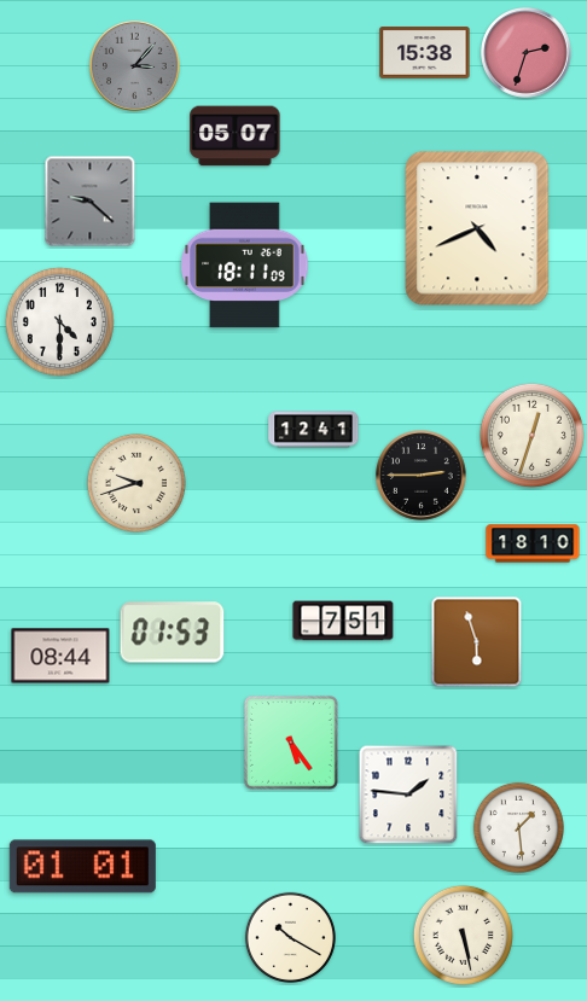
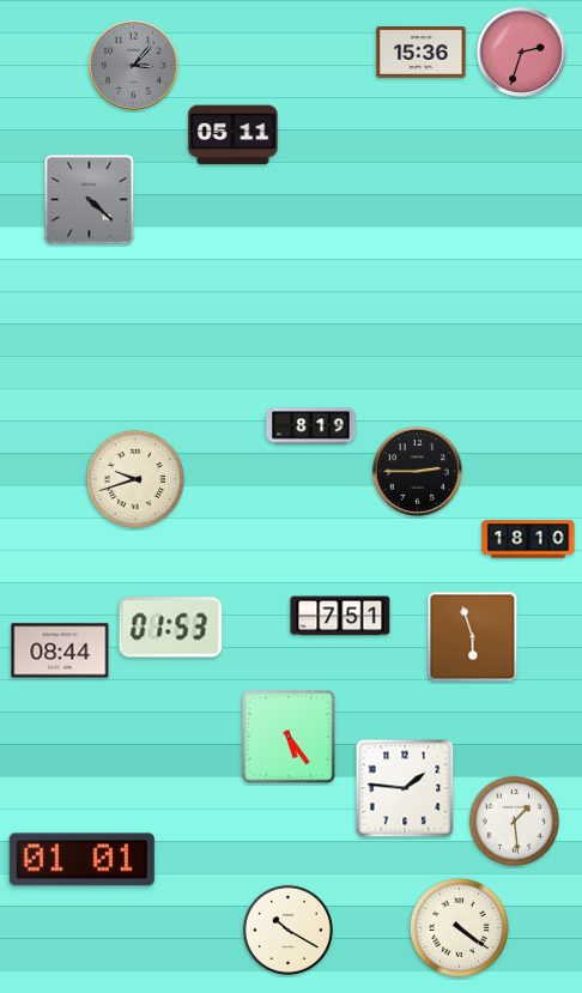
clock at (425, 53): 15:38 -> 15:36
clock at (236, 136): 05:07 -> 05:11
clock at (91, 202): 9:22 -> 4:22
clock at (477, 228): 4:41 -> none
clock at (245, 266): 18:11 -> none
clock at (59, 321): 4:30 -> none
clock at (314, 430): 12:41 -> 8:19
clock at (531, 435): 12:33 -> none
clock at (463, 935): 5:28 -> 4:21
